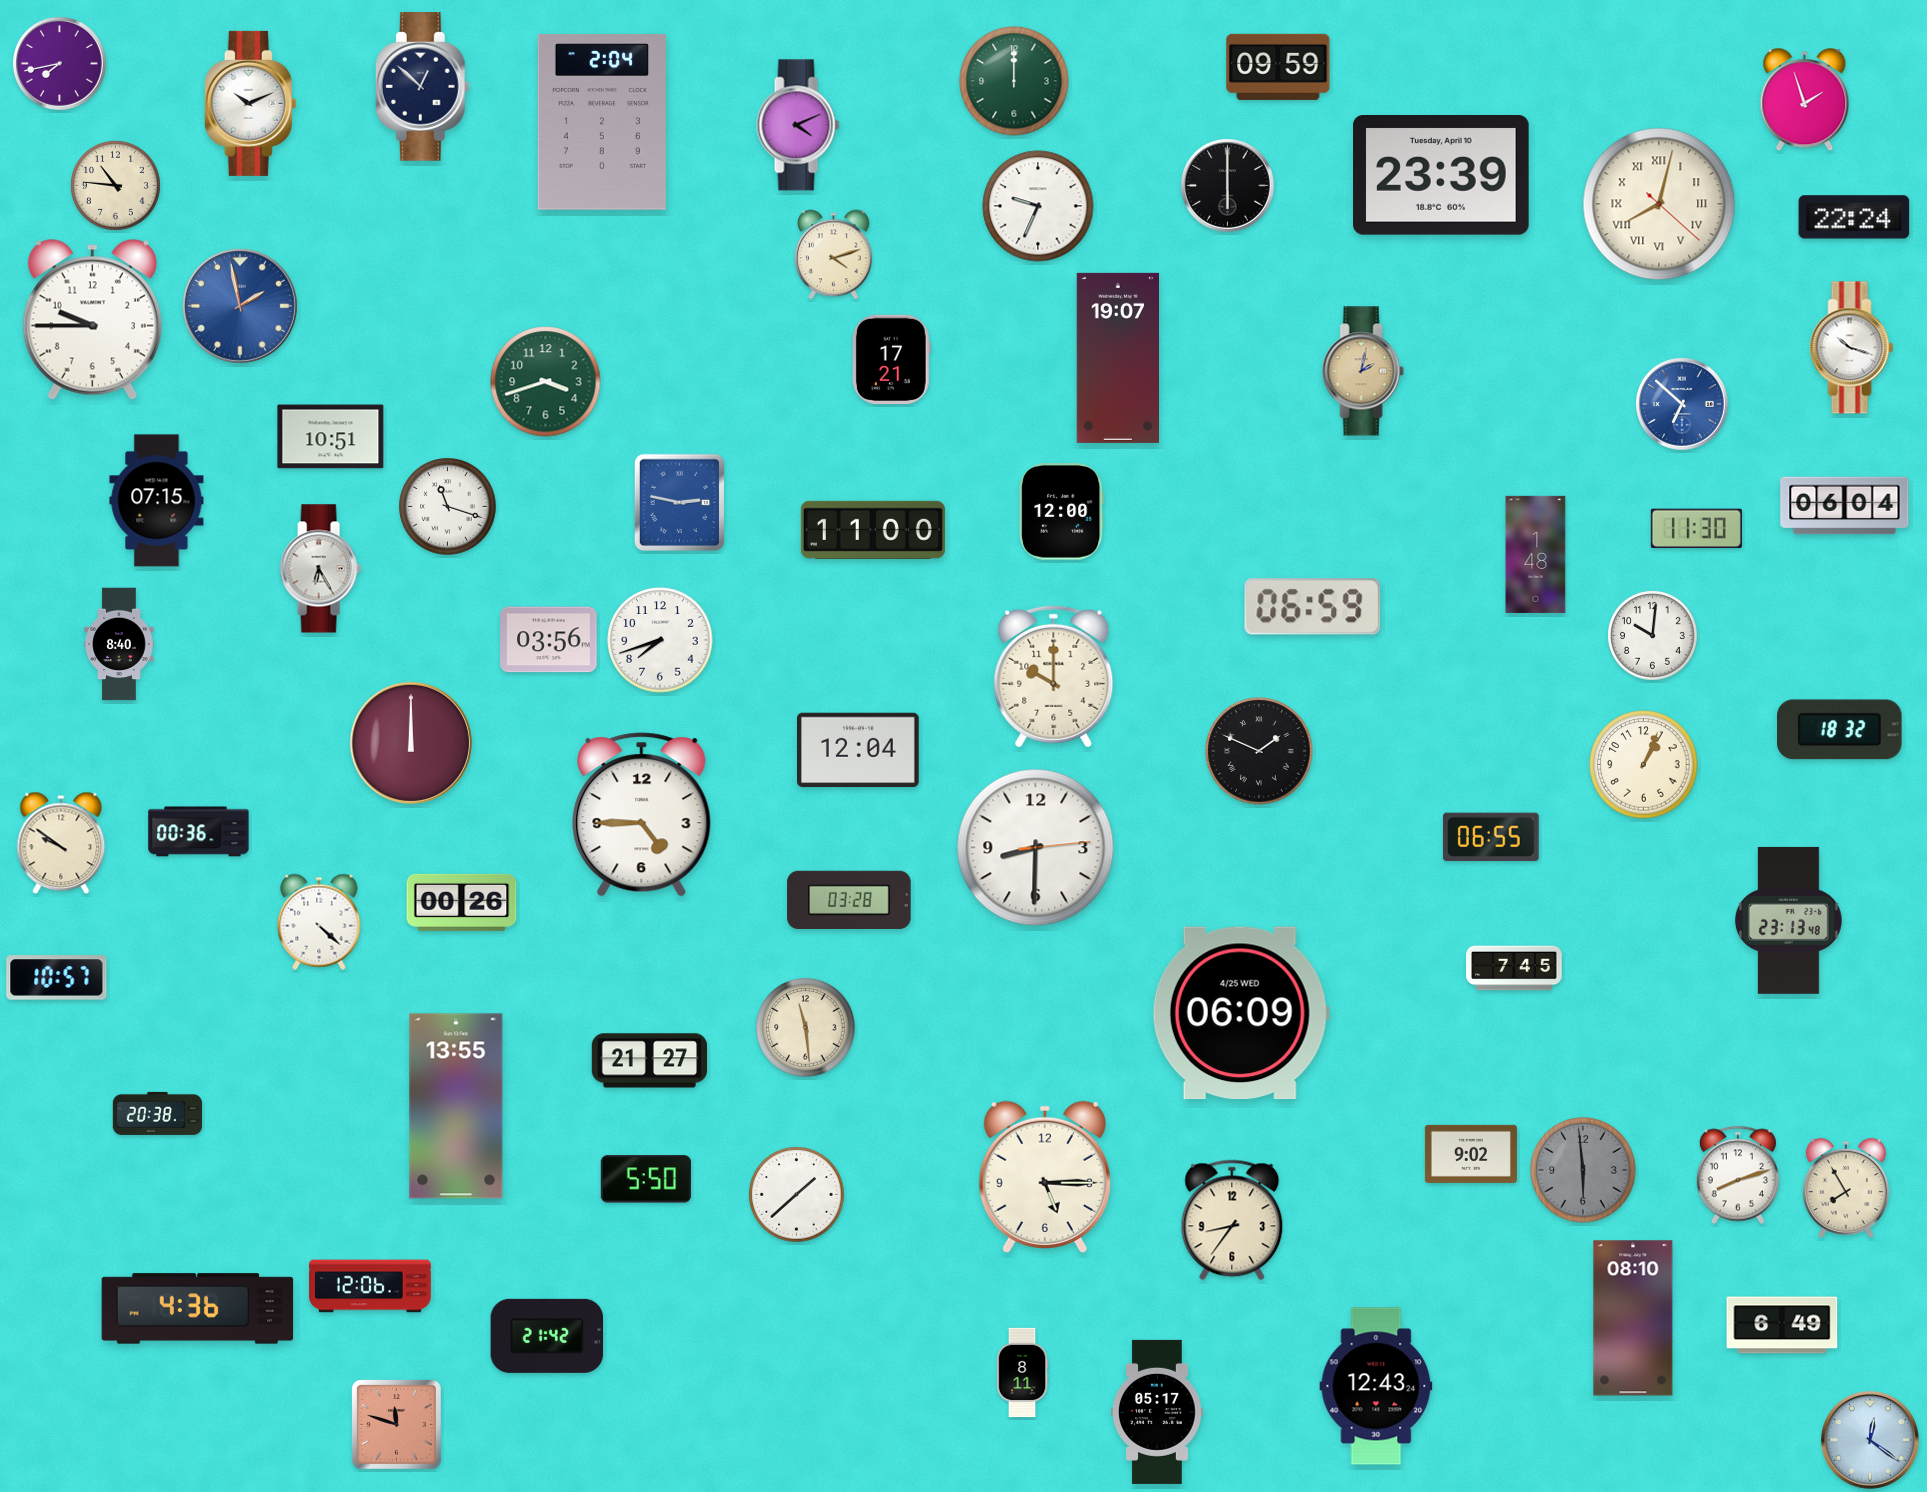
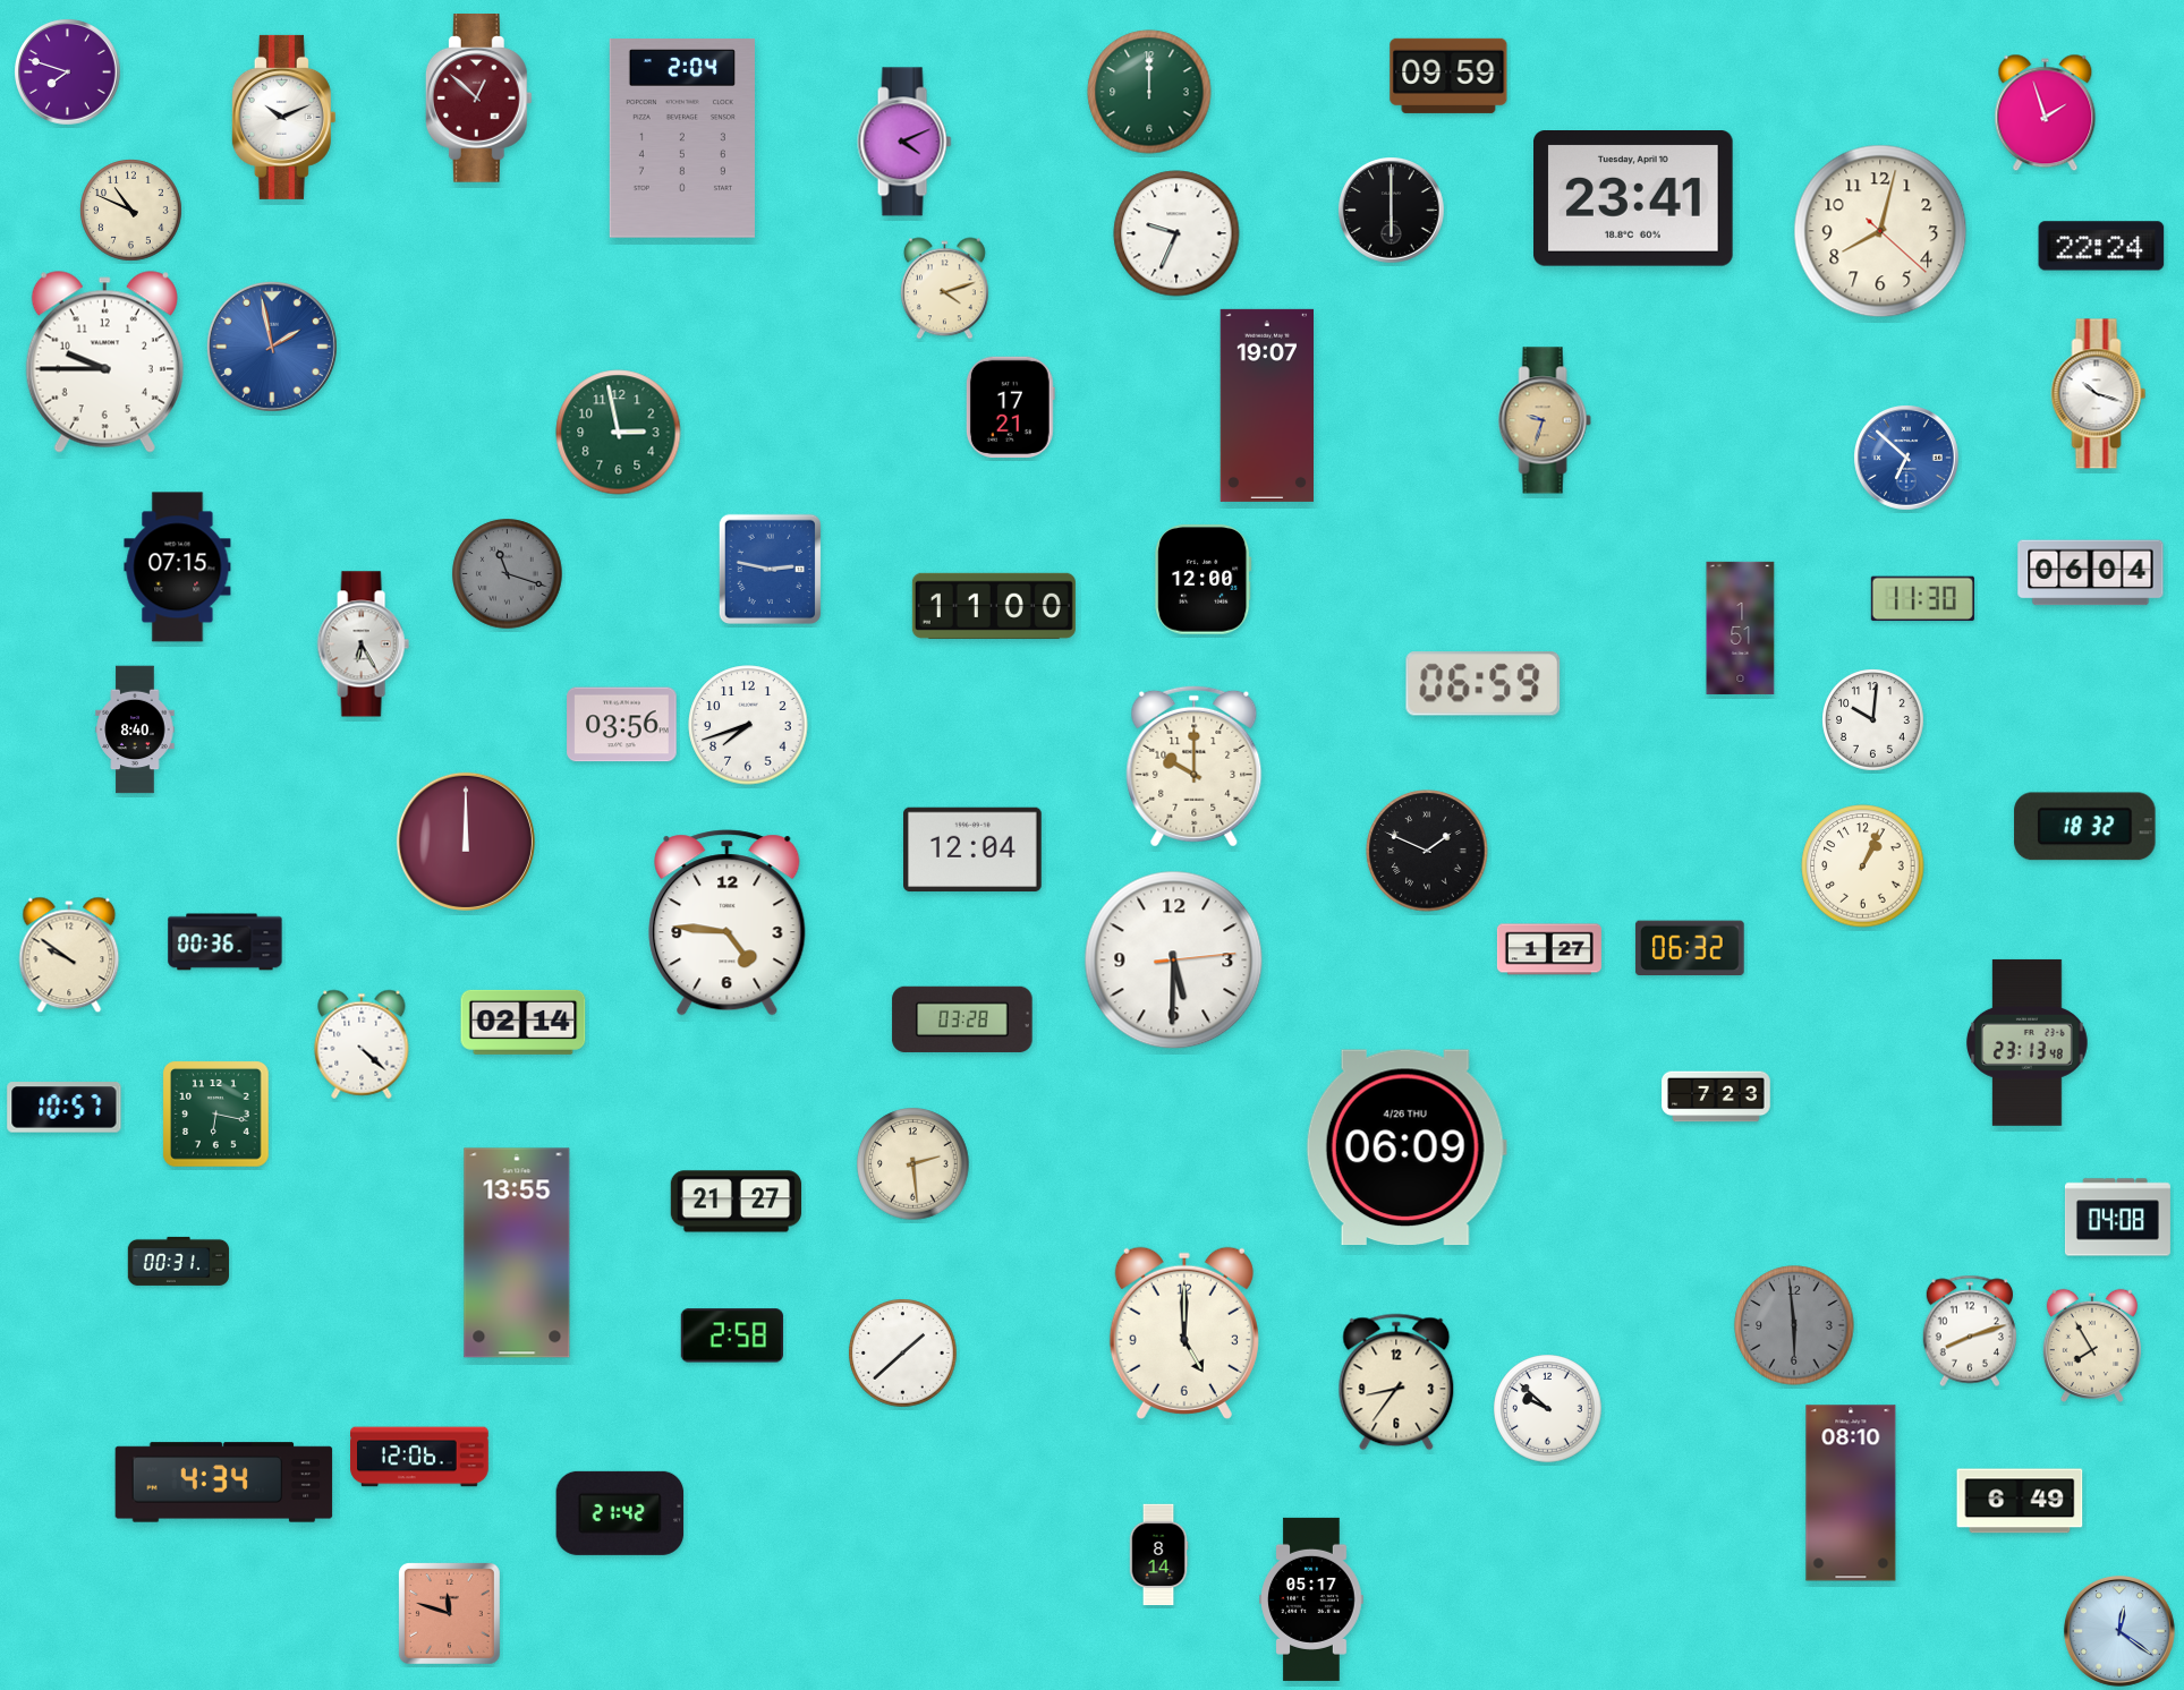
clock at (60, 64): 7:43 -> 7:48
clock at (422, 87) dial: navy -> burgundy
clock at (1442, 176): 23:39 -> 23:41
clock at (116, 186): 10:46 -> 10:49
clock at (1659, 204) numerals: Roman -> Arabic
clock at (1363, 371): 2:02 -> 9:33
clock at (546, 382): 3:42 -> 2:58
clock at (331, 437): 10:51 -> none
clock at (448, 507) dial: white -> grey
clock at (873, 530) position: (873, 530) -> (994, 606)
clock at (1536, 554): 1:48 -> 1:51
clock at (1313, 607) position: (1313, 607) -> (1484, 684)
clock at (642, 815): 4:45 -> 4:46
clock at (1491, 837): 06:55 -> 06:32
clock at (1549, 949): none -> 1:27
clock at (1036, 848): 8:30 -> 5:30
clock at (462, 902): 00:26 -> 02:14
clock at (1514, 968): 7:45 -> 7:23
clock at (216, 1115): none -> 6:17
clock at (1241, 1013) date: 4/25 WED -> 4/26 THU
clock at (806, 1028): 11:29 -> 2:29
clock at (2117, 1218): none -> 04:08
clock at (158, 1113): 20:38 -> 00:31
clock at (1471, 1154): 9:02 -> none
clock at (1045, 1177): 5:15 -> 5:00
clock at (646, 1179): 5:50 -> 2:58
clock at (1548, 1409): none -> 9:52
clock at (198, 1309): 4:36 -> 4:34
clock at (1022, 1373): 8:11 -> 8:14
clock at (1376, 1386): 12:43 -> none
